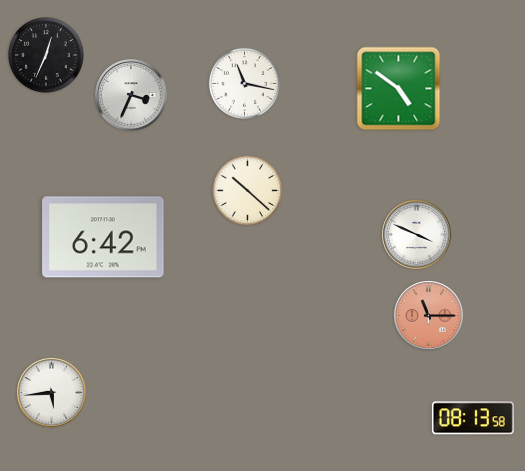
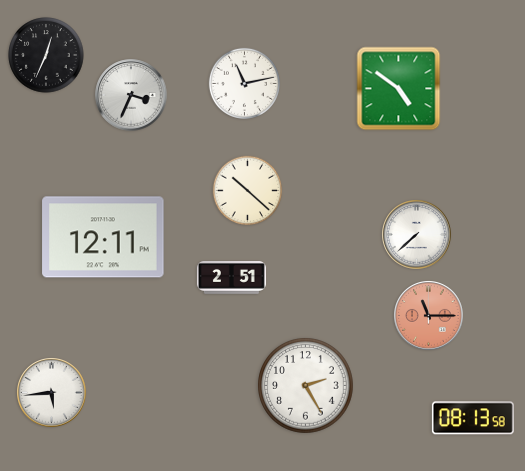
clock at (244, 83): 11:17 -> 11:13
clock at (417, 235): 3:49 -> 7:38
clock at (103, 237): 6:42 -> 12:11
clock at (231, 278): none -> 2:51
clock at (306, 386): none -> 2:25
